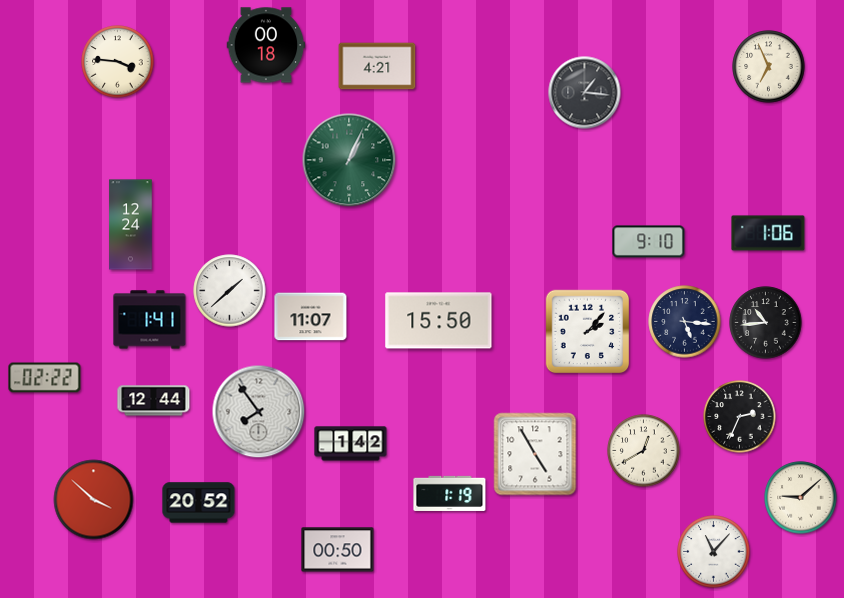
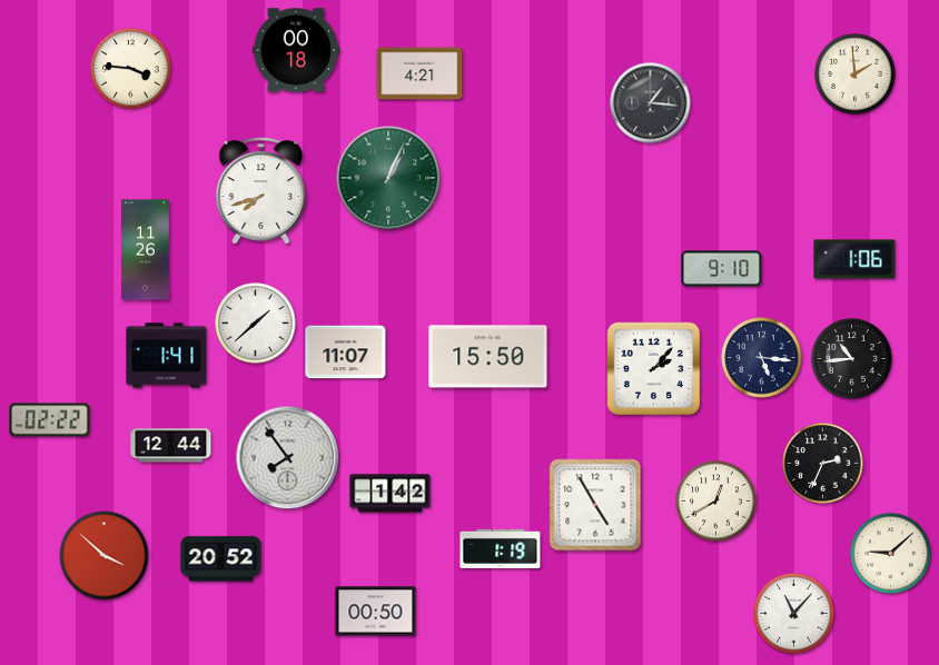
clock at (769, 67): 6:56 -> 1:59
clock at (261, 191): none -> 7:42
clock at (131, 225): 12:24 -> 11:26
